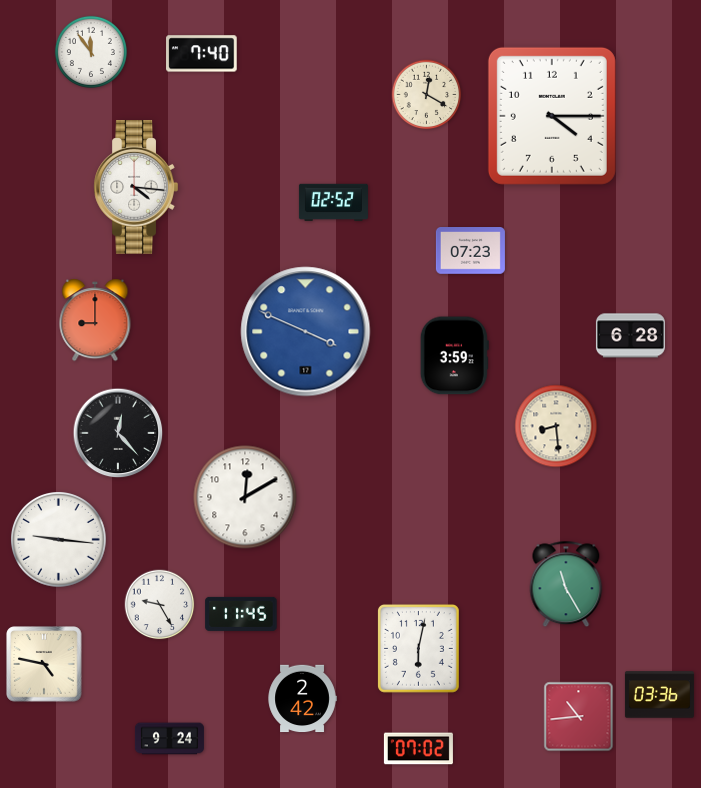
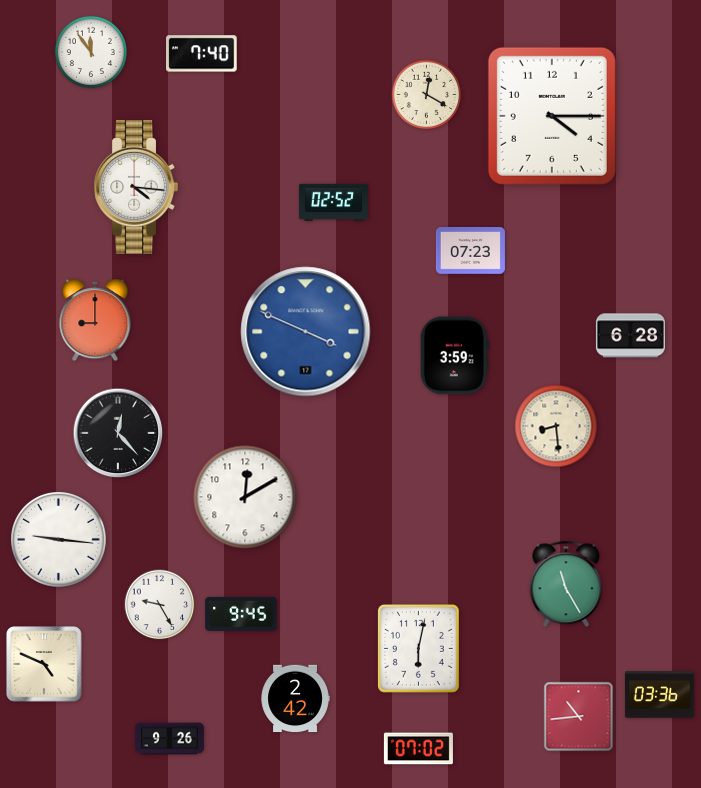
clock at (241, 614): 11:45 -> 9:45
clock at (44, 664): 4:47 -> 4:49
clock at (302, 699) position: (302, 699) -> (295, 699)
clock at (169, 739): 9:24 -> 9:26
